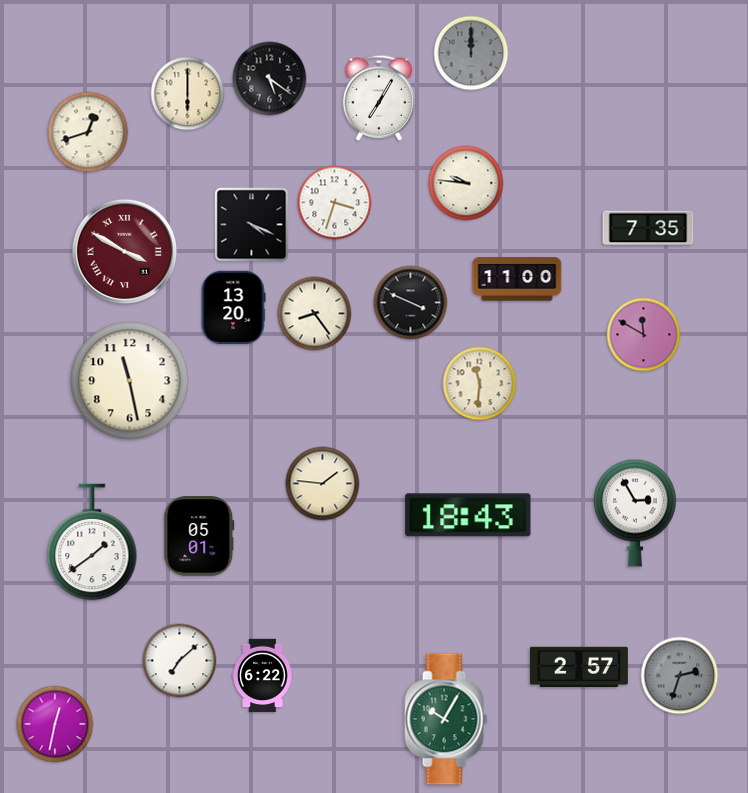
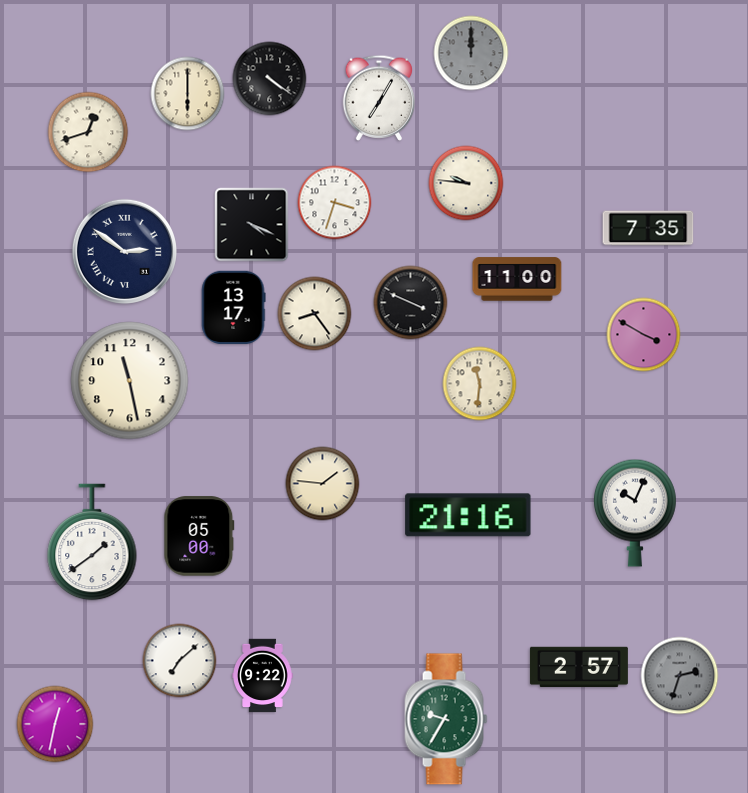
clock at (270, 79): 5:21 -> 4:21
clock at (124, 251): 3:50 -> 2:51
clock at (124, 251) dial: burgundy -> navy
clock at (233, 308): 13:20 -> 13:17
clock at (644, 335): 11:50 -> 3:50
clock at (635, 513): 2:55 -> 10:04
clock at (468, 515): 18:43 -> 21:16
clock at (199, 536): 05:01 -> 05:00
clock at (263, 676): 6:22 -> 9:22
clock at (446, 719): 10:05 -> 9:35
